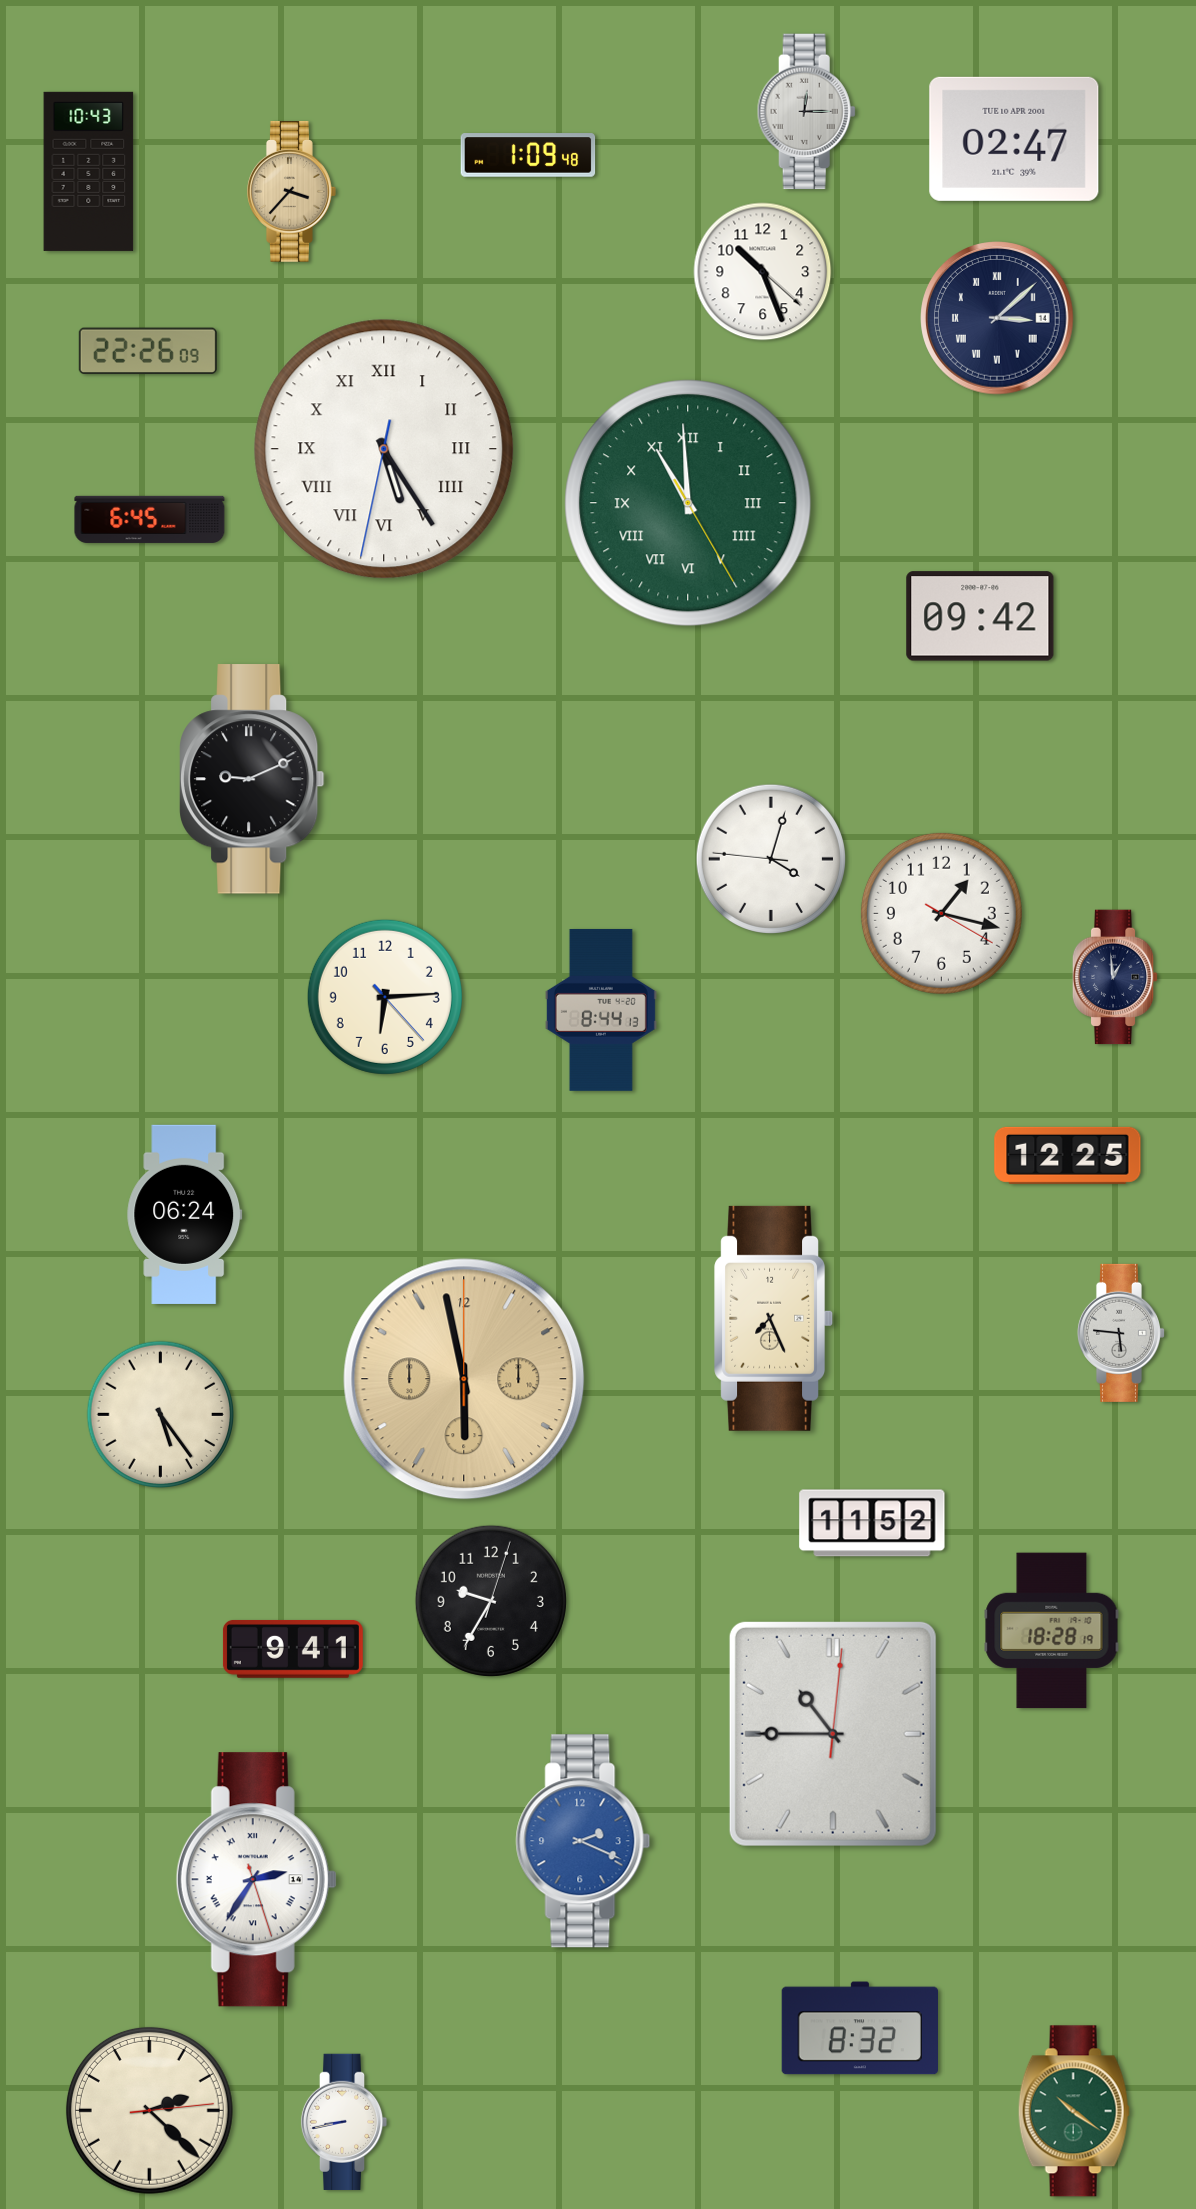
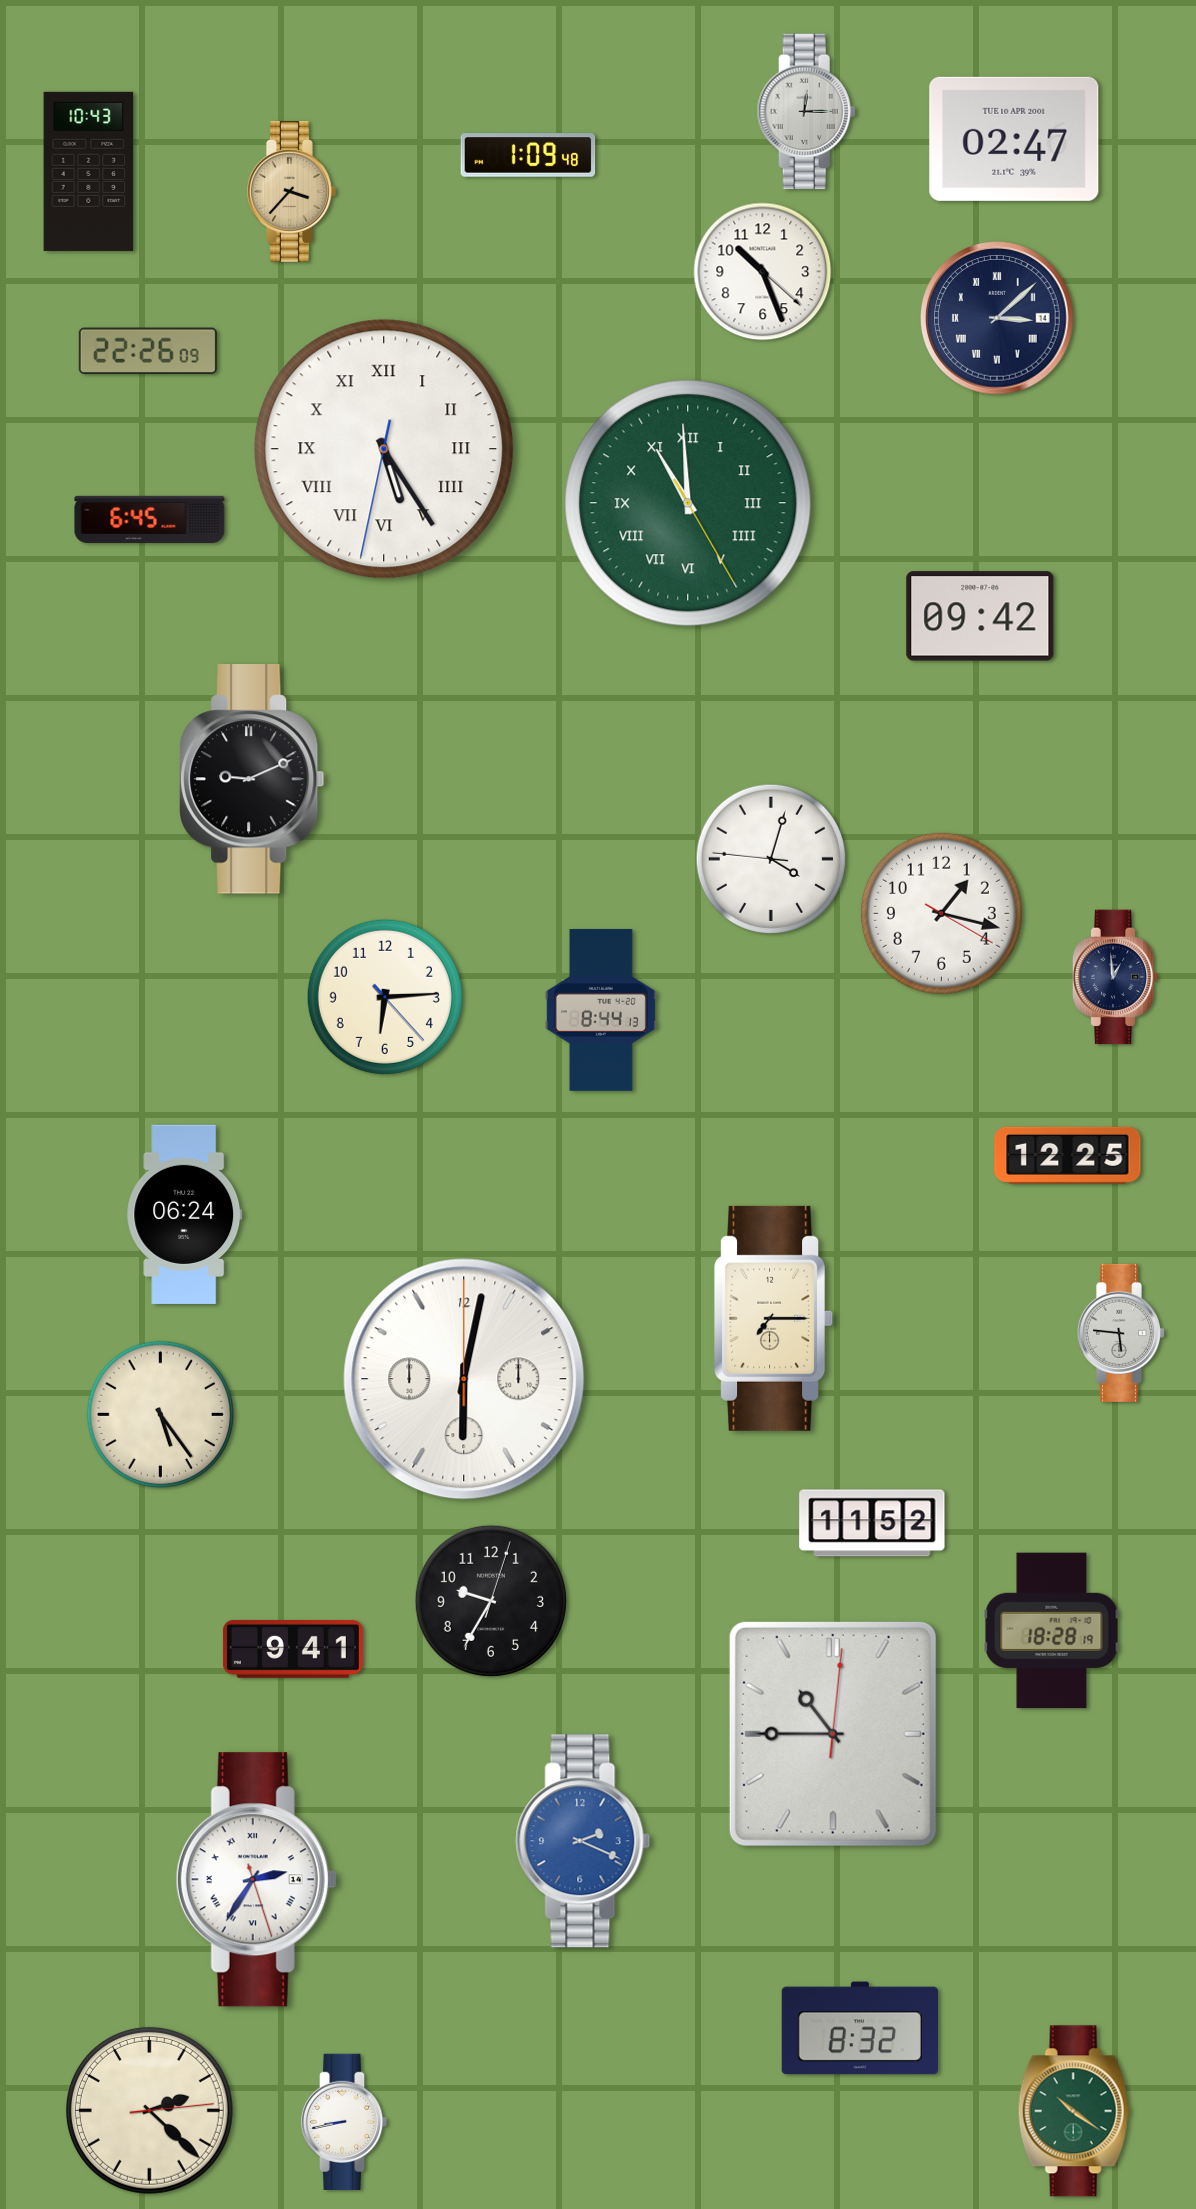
clock at (773, 1318): 7:26 -> 7:15
clock at (464, 1379): 5:58 -> 6:02
clock at (464, 1379) dial: champagne -> white
